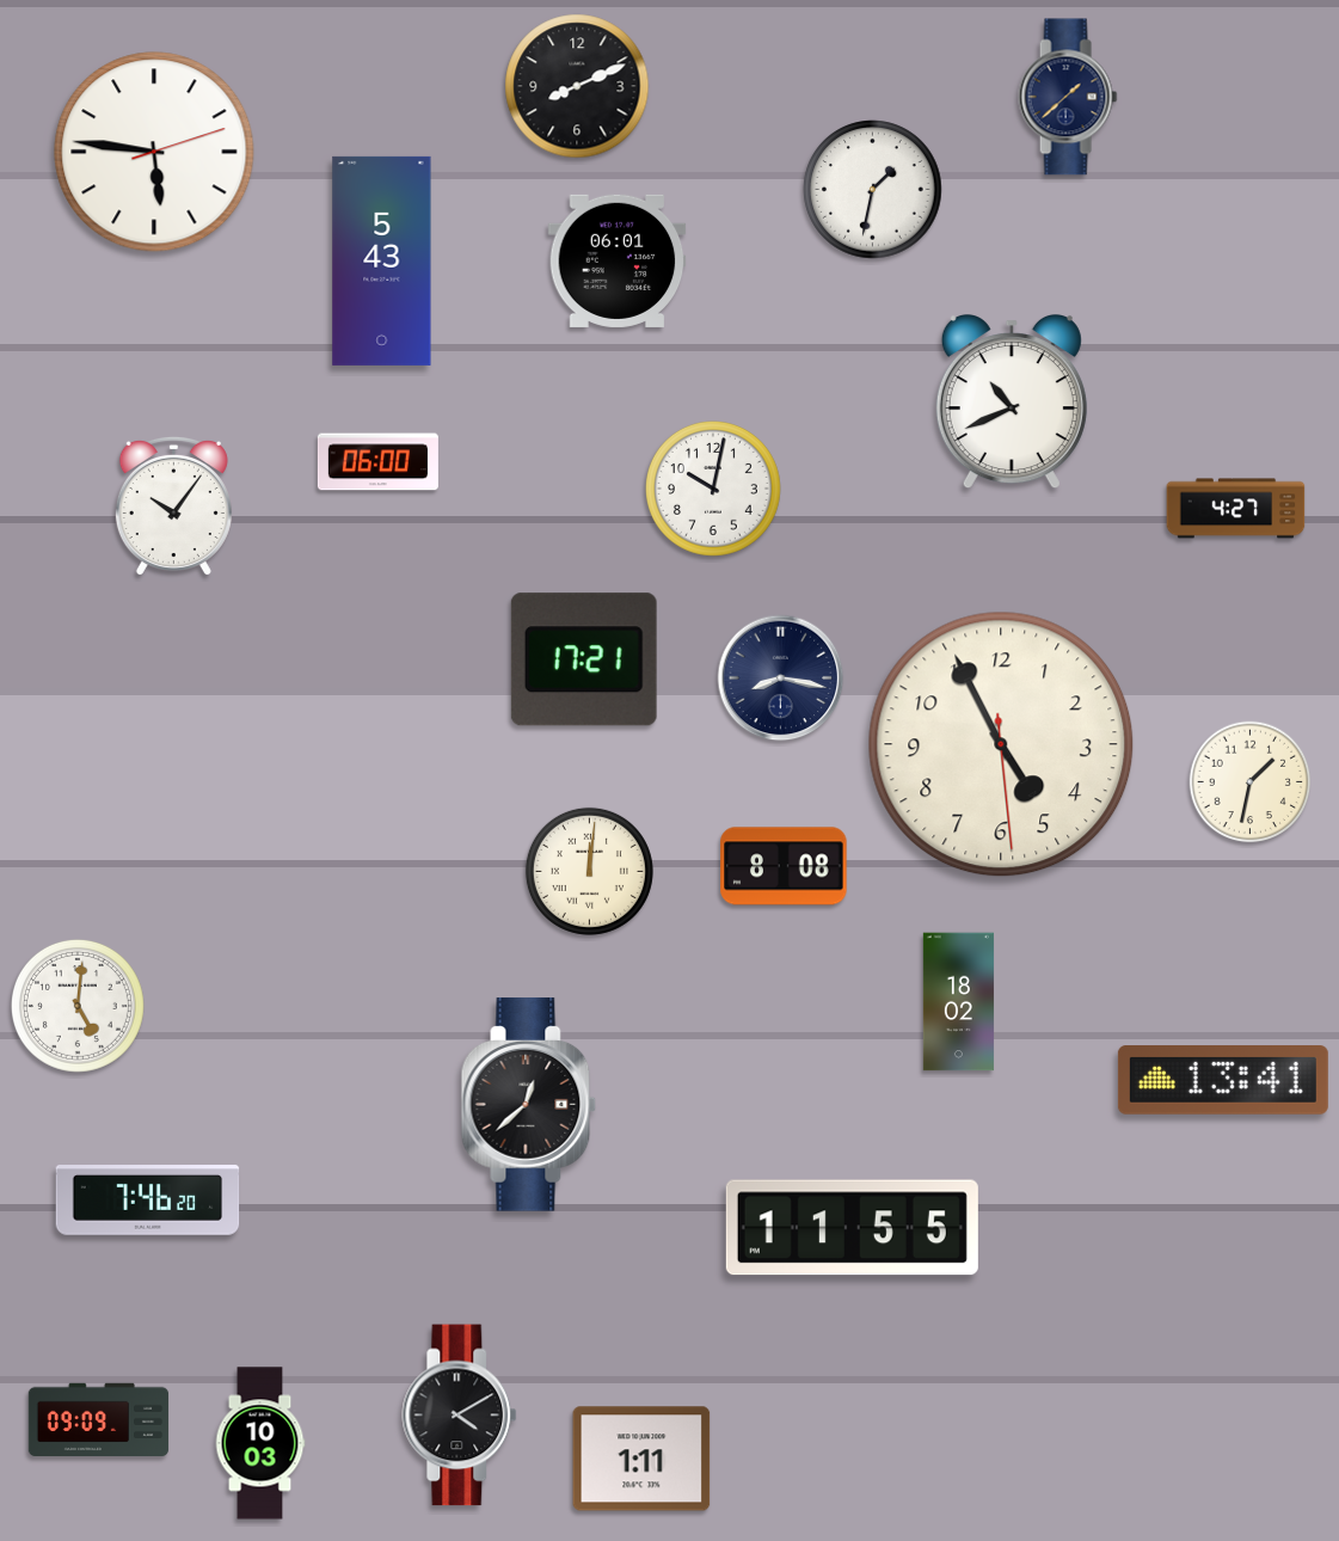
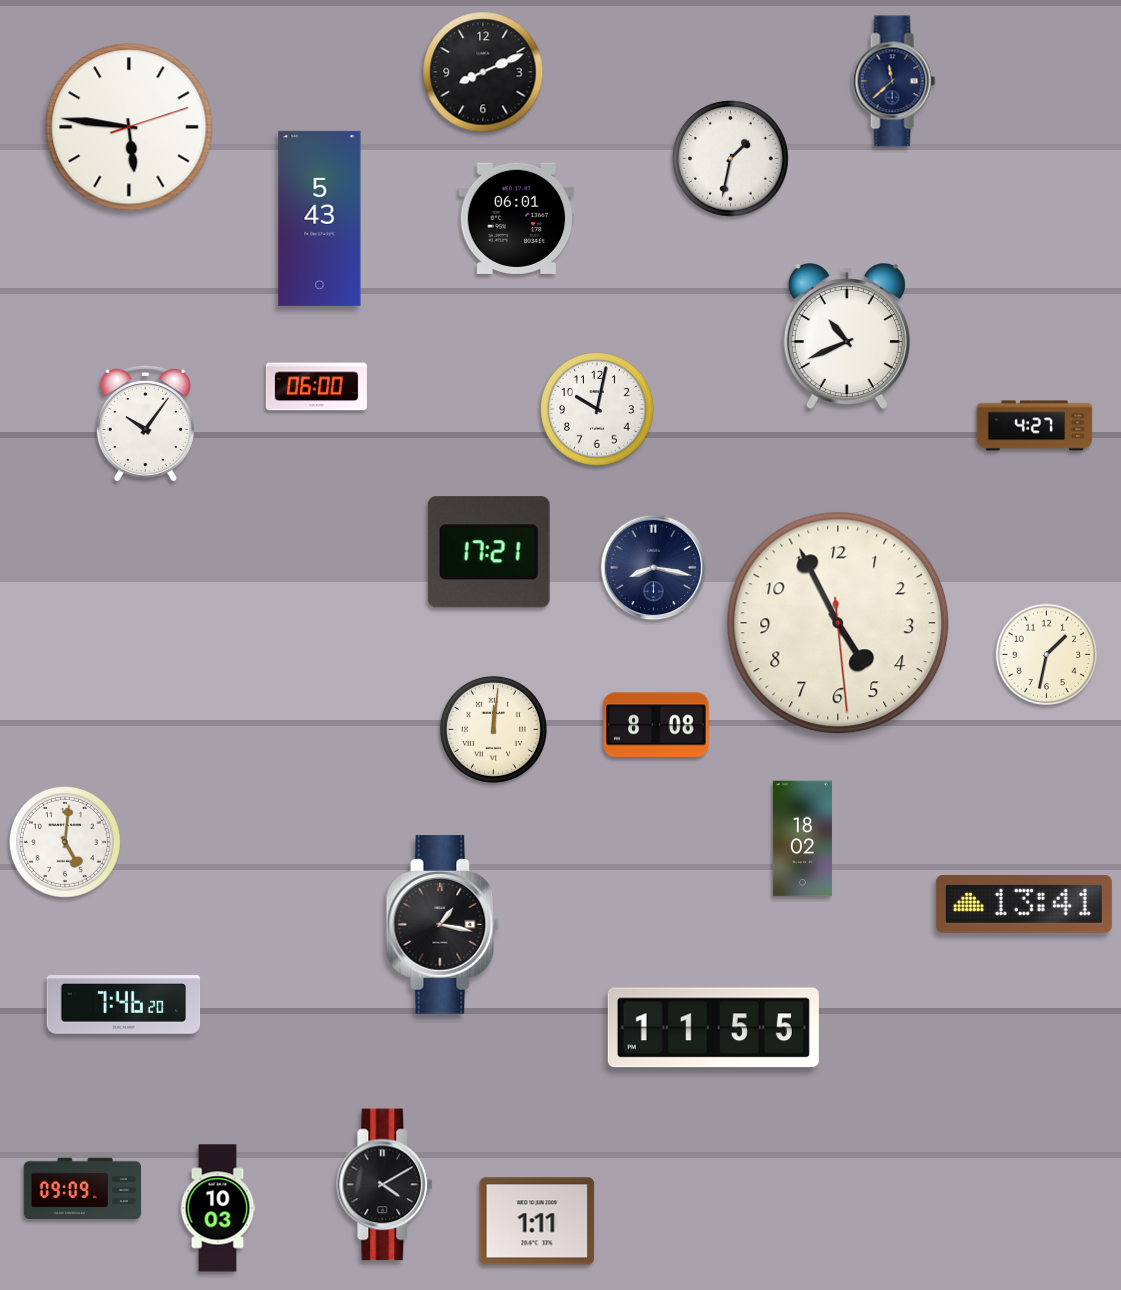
clock at (1068, 97): 1:38 -> 11:38
clock at (529, 1105): 12:38 -> 1:17
